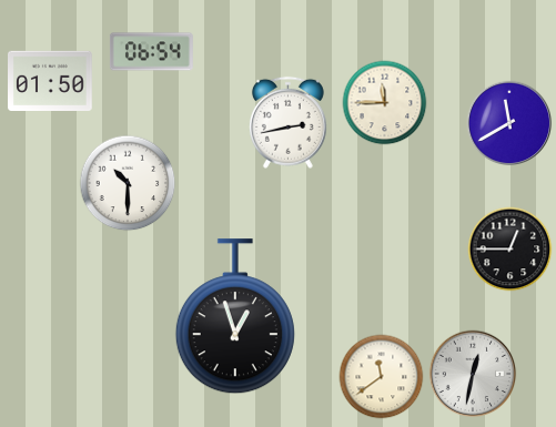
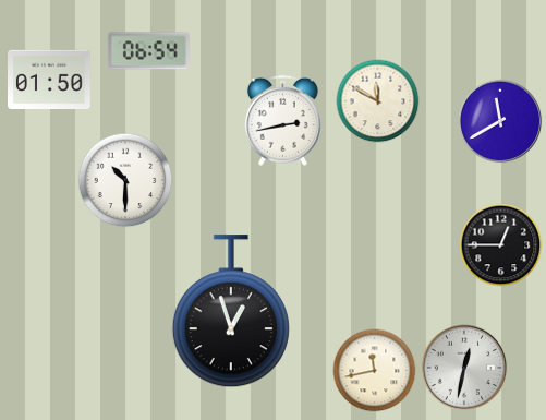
clock at (385, 103): 11:45 -> 11:50
clock at (382, 377): 11:39 -> 11:43
